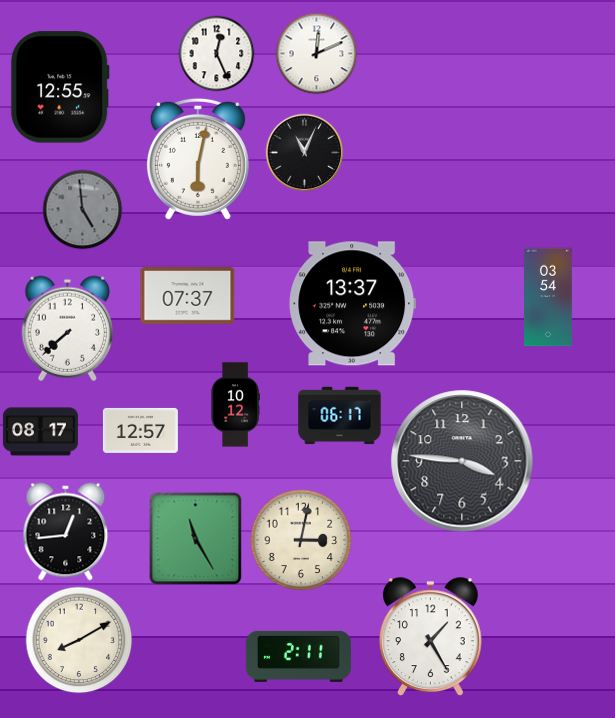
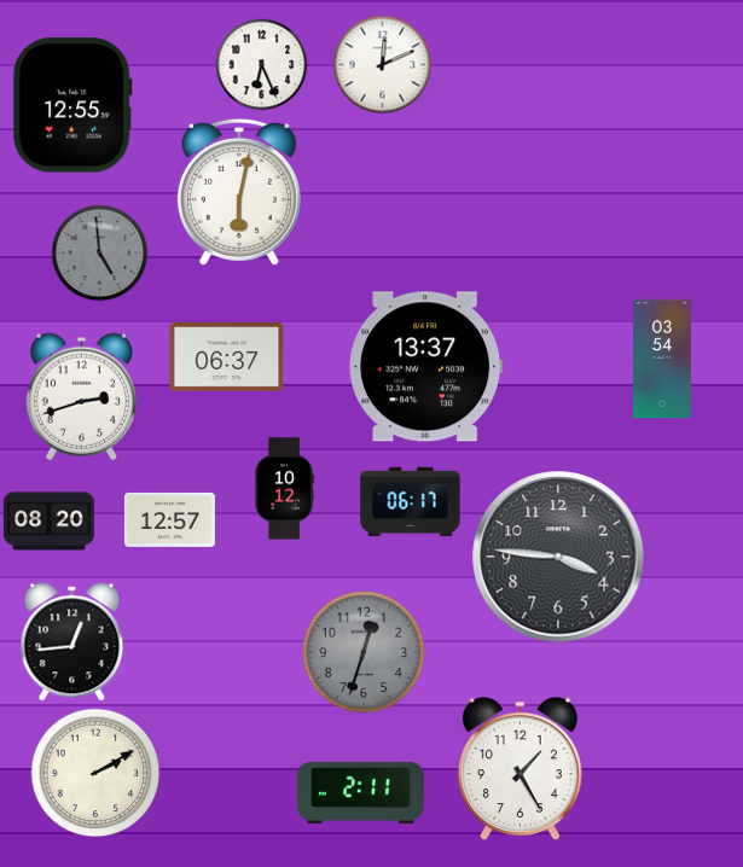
clock at (217, 54): 12:26 -> 6:26
clock at (305, 153): 11:04 -> none
clock at (188, 296): 07:37 -> 06:37
clock at (67, 328): 7:38 -> 2:42
clock at (40, 432): 08:17 -> 08:20
clock at (66, 532) position: (66, 532) -> (72, 642)
clock at (196, 539): 11:25 -> none
clock at (301, 540): 3:02 -> 12:33
clock at (301, 540) dial: cream -> grey
clock at (79, 640): 8:10 -> 2:10
